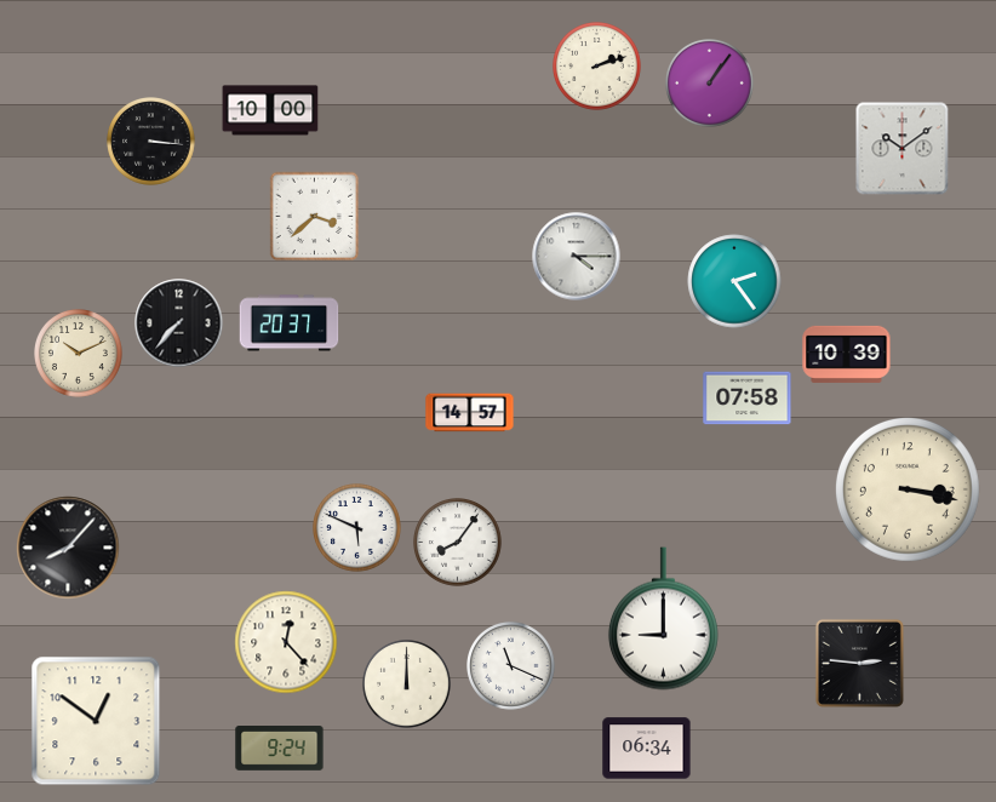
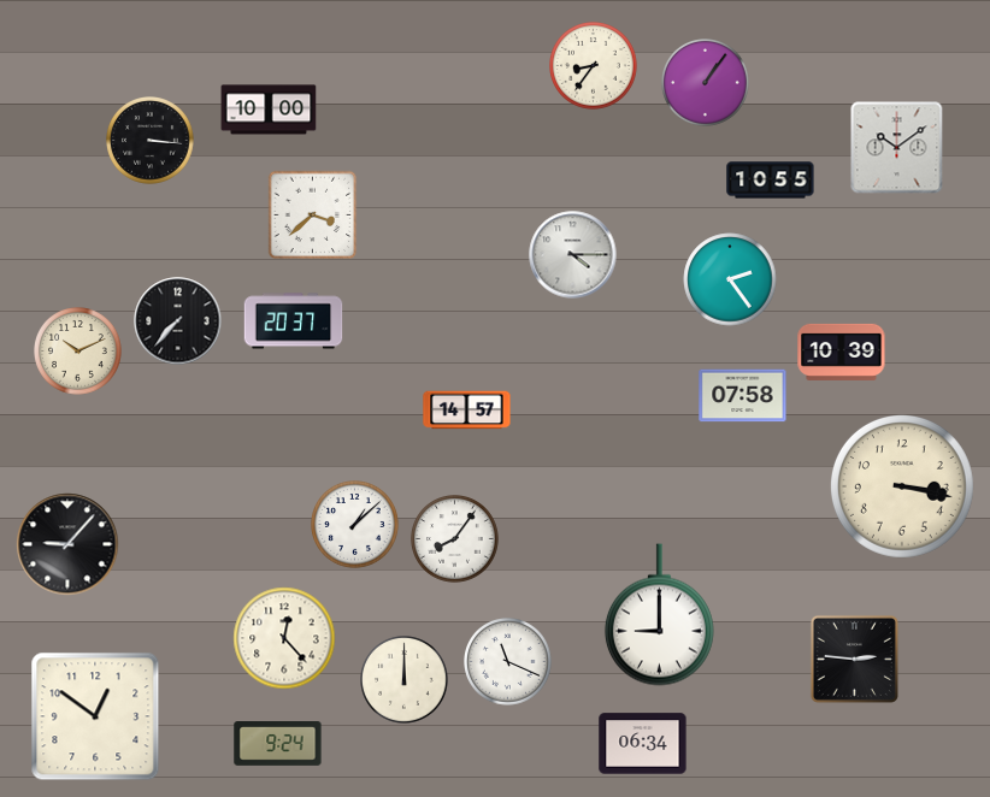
clock at (597, 67): 2:12 -> 8:36
clock at (771, 181): none -> 10:55
clock at (290, 323) position: (290, 323) -> (294, 321)
clock at (357, 528): 5:49 -> 1:08
clock at (68, 548): 8:07 -> 9:07
